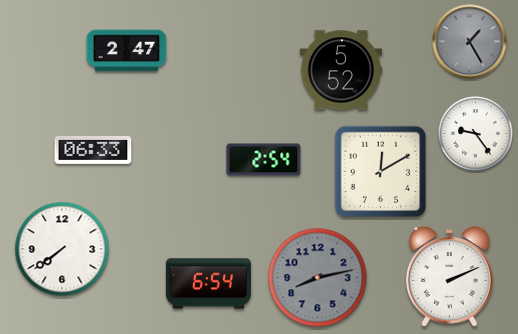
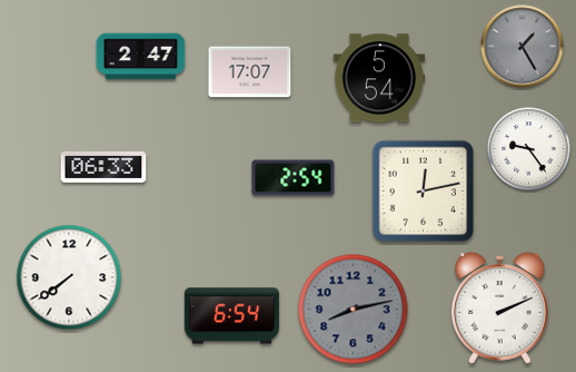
clock at (250, 72): none -> 17:07
clock at (341, 70): 5:52 -> 5:54
clock at (381, 172): 12:10 -> 12:13
